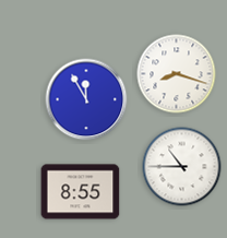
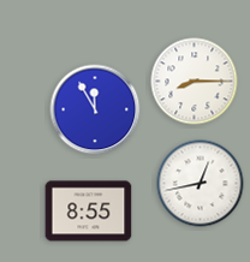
clock at (177, 74): 8:18 -> 8:15
clock at (182, 167): 10:45 -> 12:43
